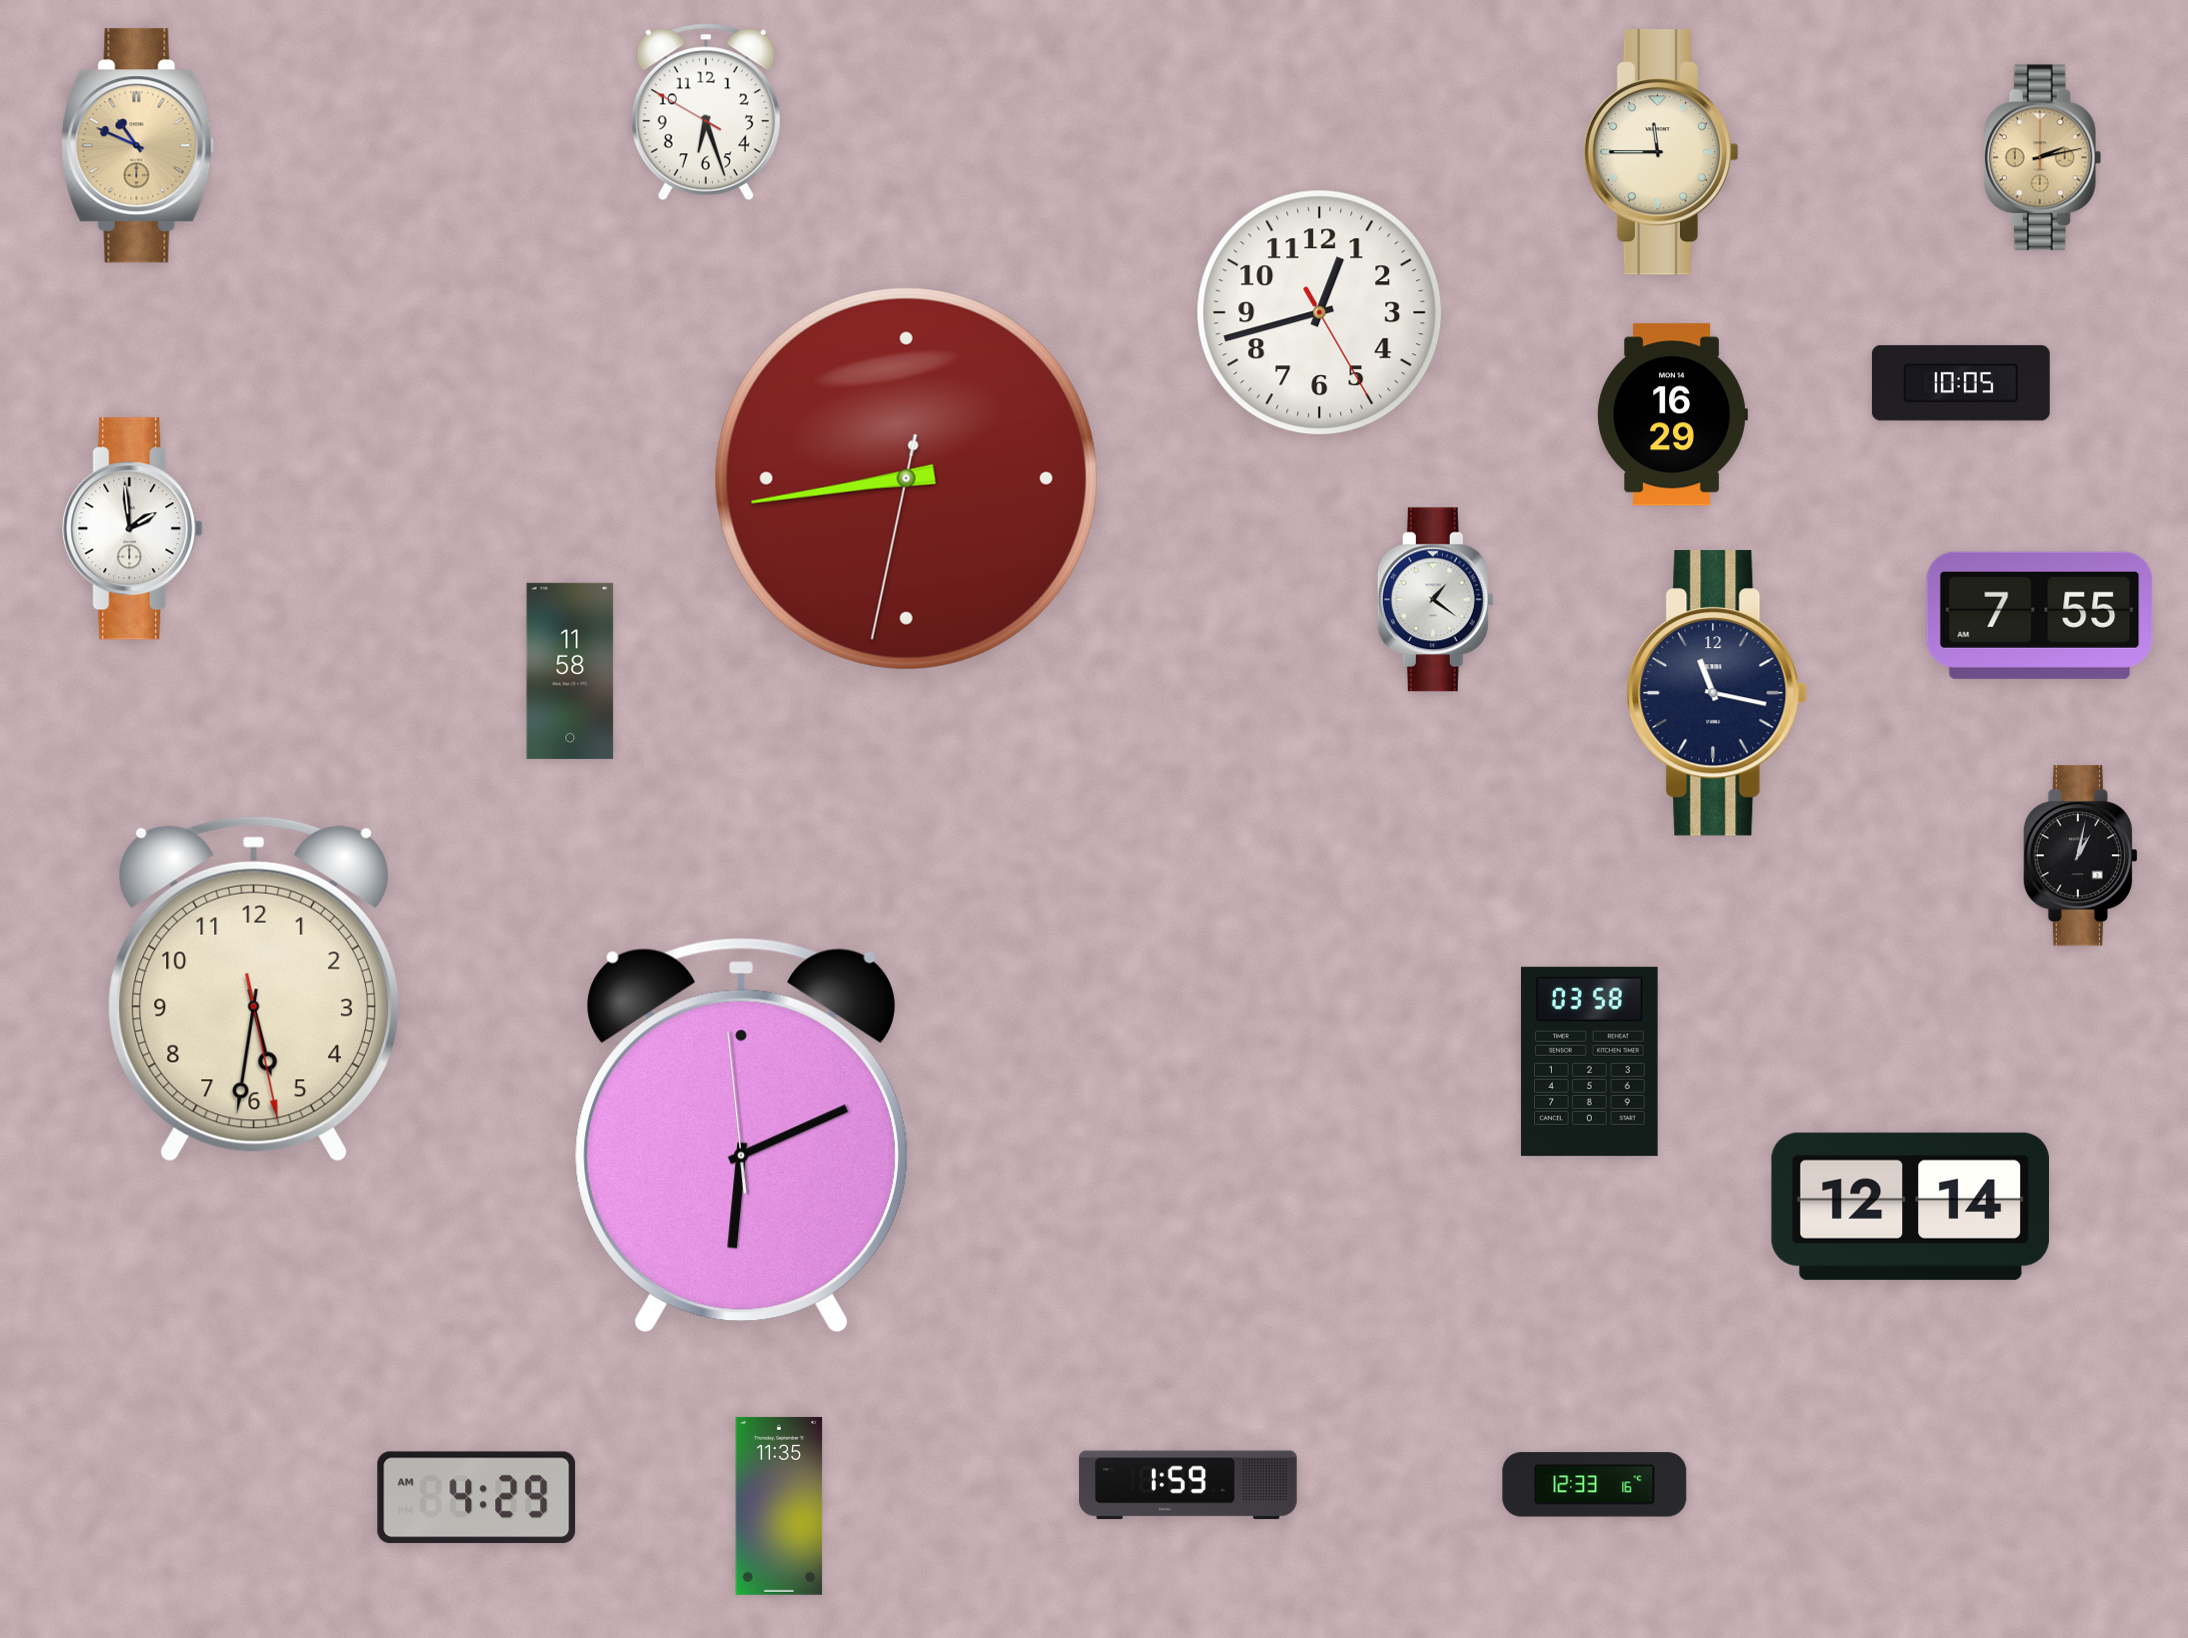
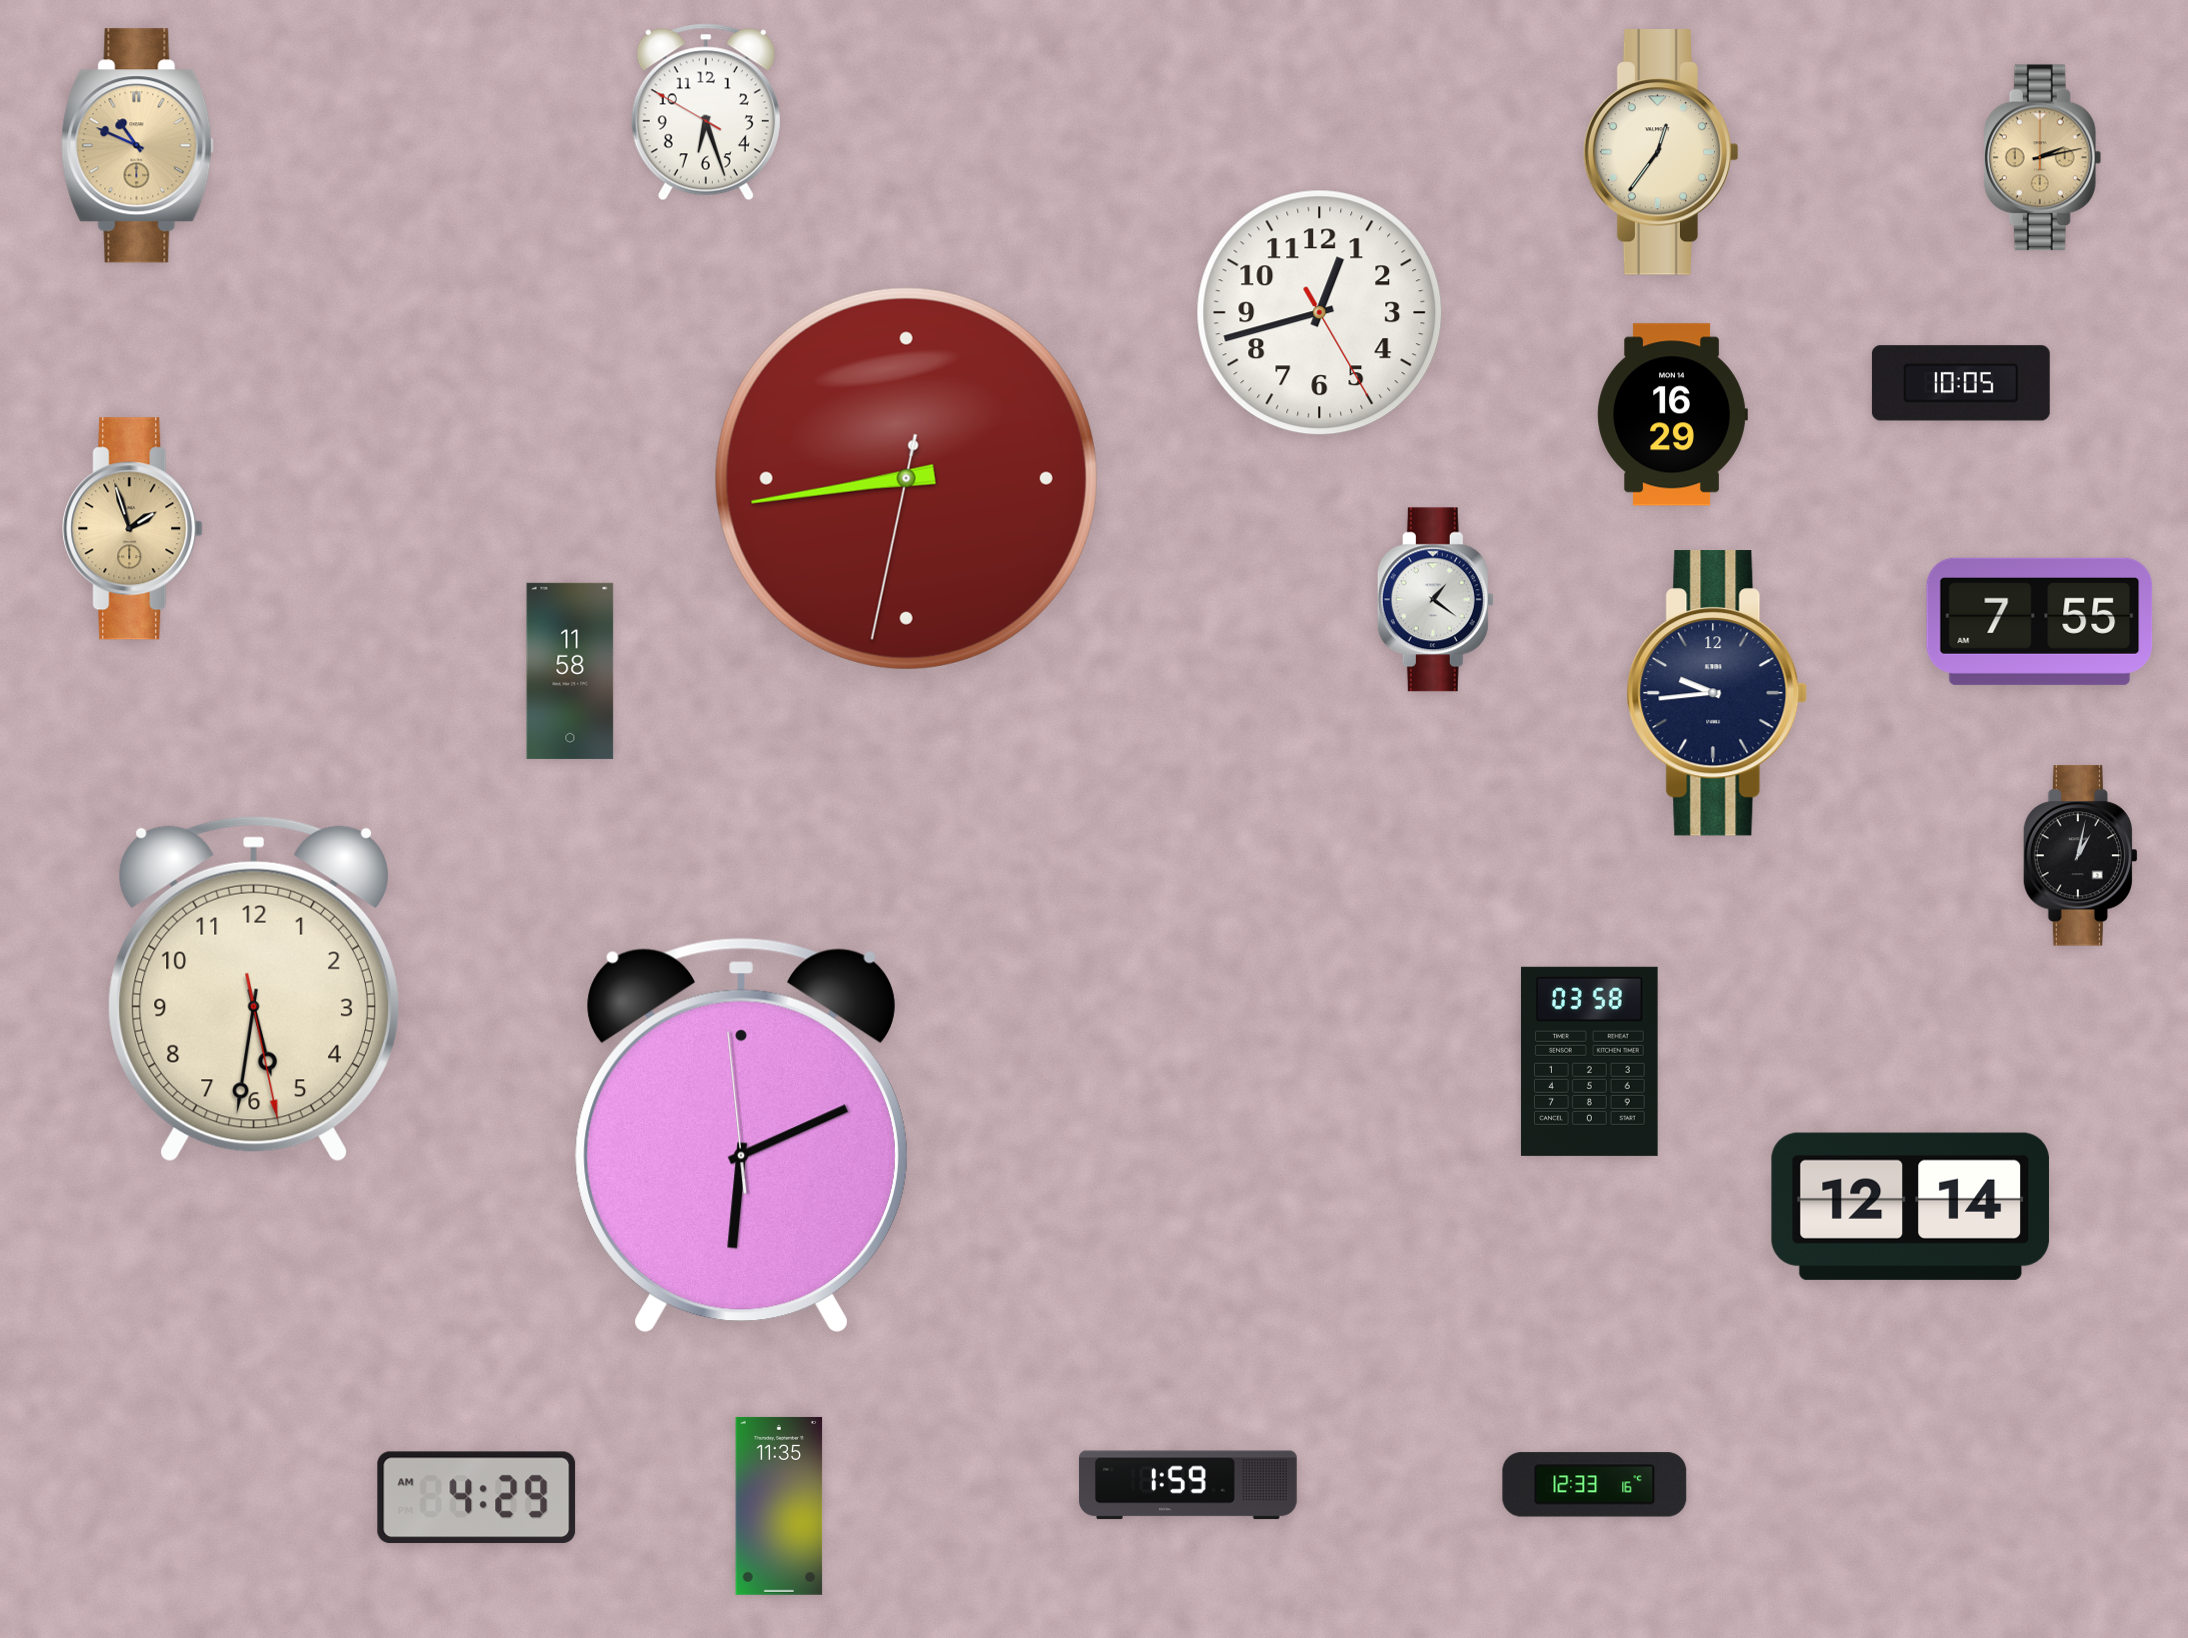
clock at (1661, 152): 11:45 -> 12:36
clock at (133, 529): 1:59 -> 1:57
clock at (133, 529) dial: white -> champagne
clock at (2040, 615) position: (2040, 615) -> (2040, 621)
clock at (1717, 693): 11:17 -> 9:44
